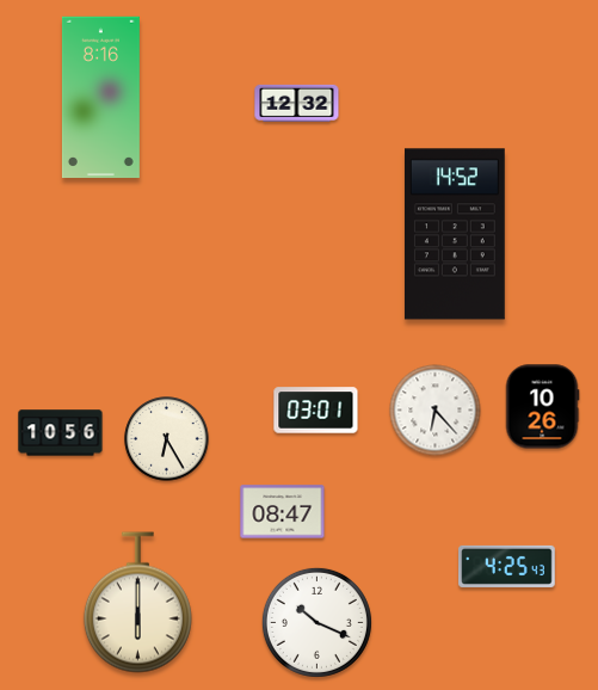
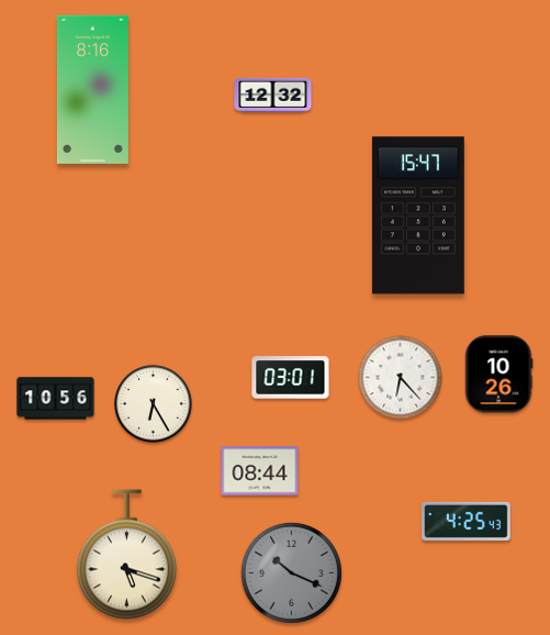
clock at (455, 234): 14:52 -> 15:47
clock at (283, 512): 08:47 -> 08:44
clock at (137, 603): 6:00 -> 5:18
clock at (316, 622) dial: white -> grey
